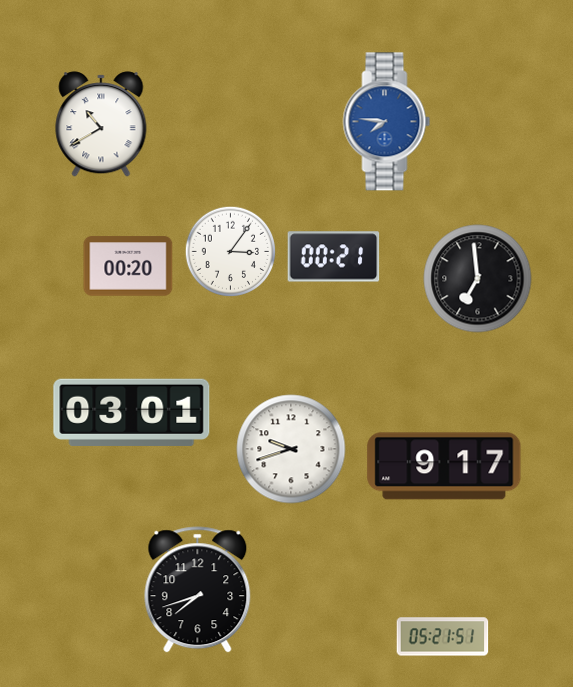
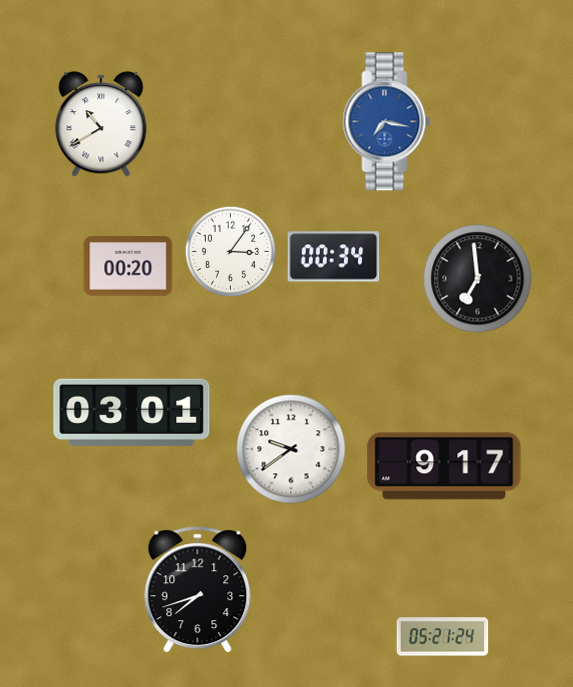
clock at (387, 122): 7:46 -> 7:17
clock at (334, 257): 00:21 -> 00:34
clock at (291, 449): 9:42 -> 9:39
clock at (443, 637): 05:21:51 -> 05:21:24
